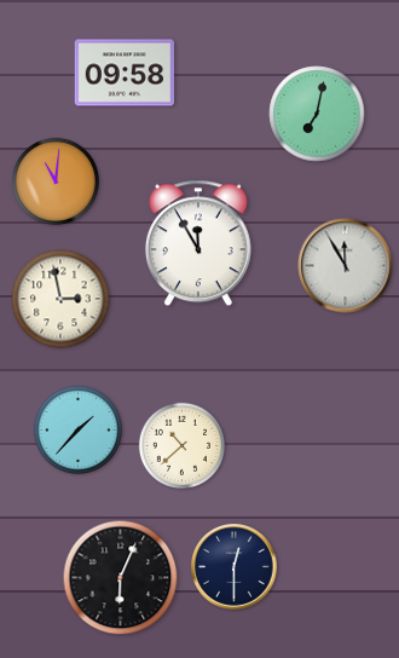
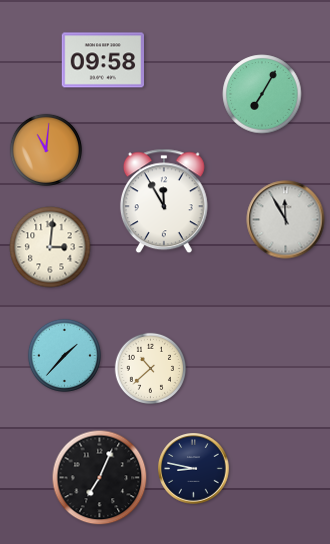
clock at (317, 114): 7:02 -> 7:05
clock at (60, 299): 2:58 -> 3:01
clock at (235, 567): 12:30 -> 8:47
clock at (121, 578): 6:04 -> 7:04
